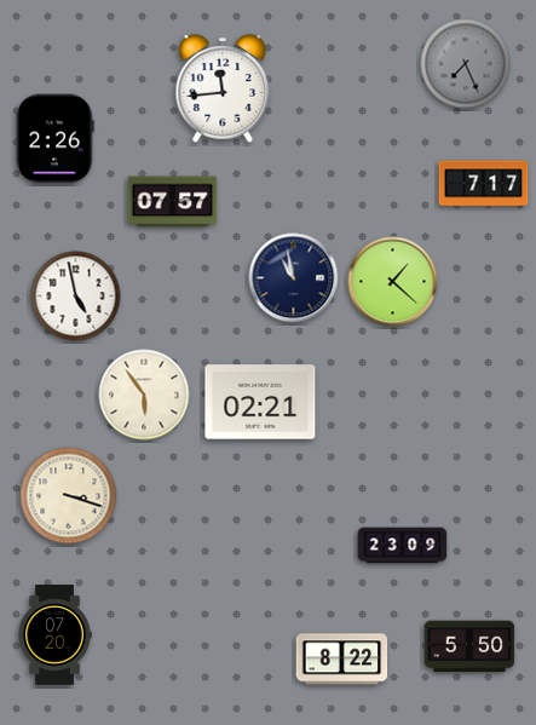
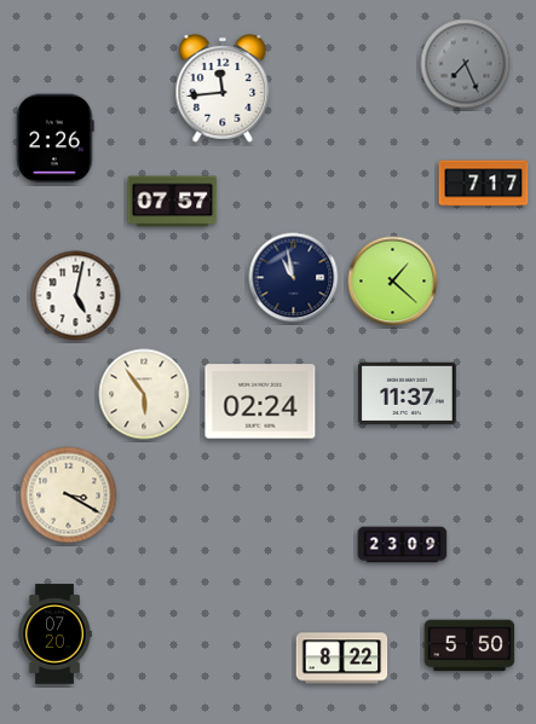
clock at (76, 297): 4:58 -> 5:02
clock at (407, 394): none -> 11:37
clock at (260, 402): 02:21 -> 02:24
clock at (69, 496): 3:18 -> 3:20
